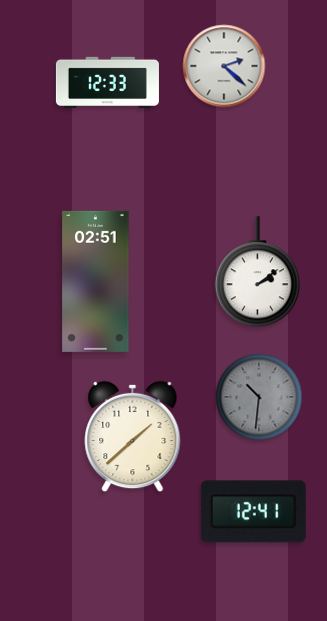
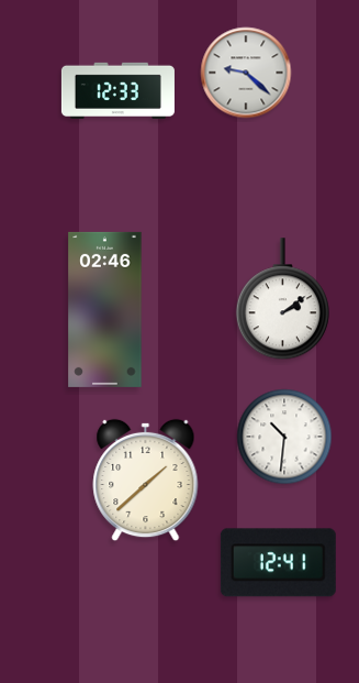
clock at (224, 66): 2:22 -> 9:22
clock at (96, 281): 02:51 -> 02:46
clock at (259, 397) dial: grey -> white
